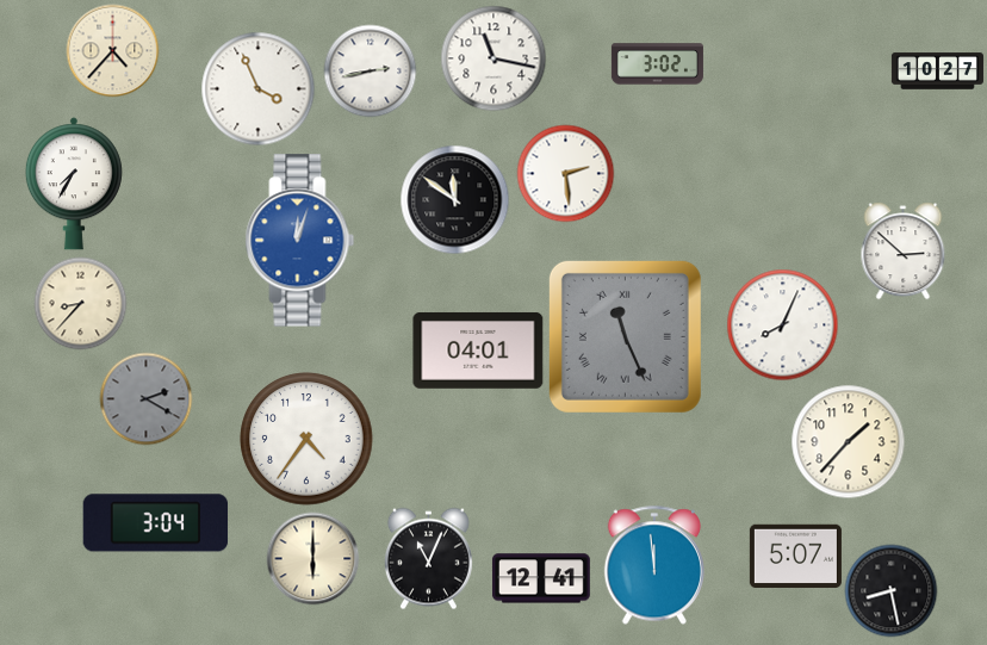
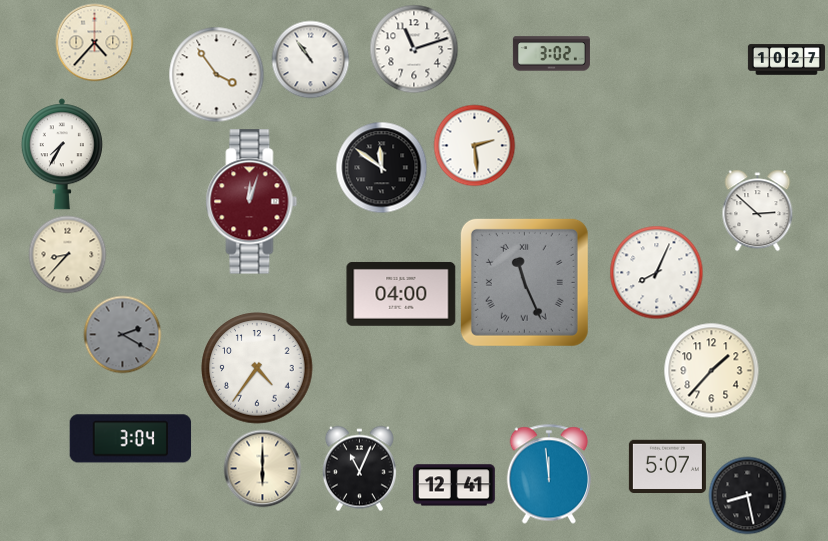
clock at (493, 58): 11:17 -> 11:12
clock at (370, 70): 2:43 -> 10:54
clock at (257, 88): 3:56 -> 3:54
clock at (300, 241) dial: blue -> burgundy
clock at (478, 351): 04:01 -> 04:00
